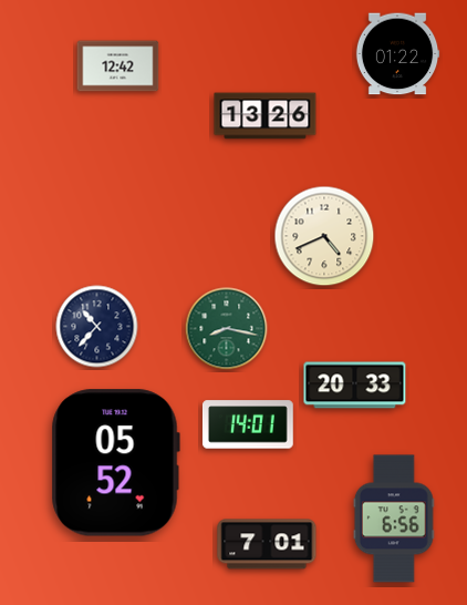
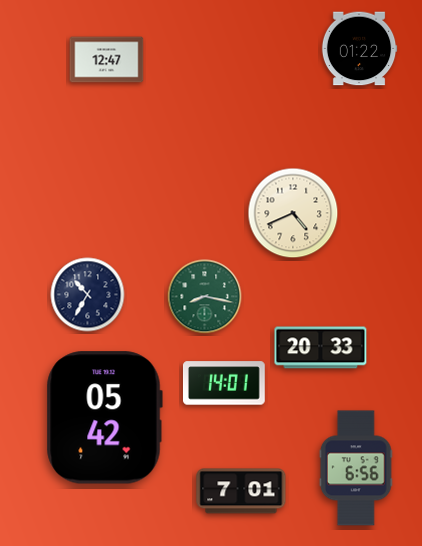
clock at (118, 66): 12:42 -> 12:47
clock at (266, 116): 13:26 -> none
clock at (97, 327): 10:37 -> 10:35
clock at (115, 463): 05:52 -> 05:42
